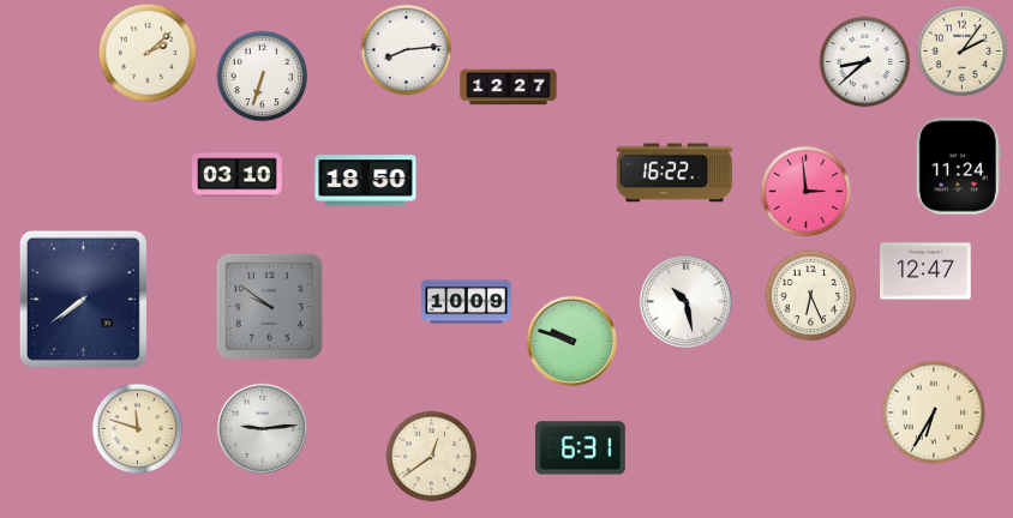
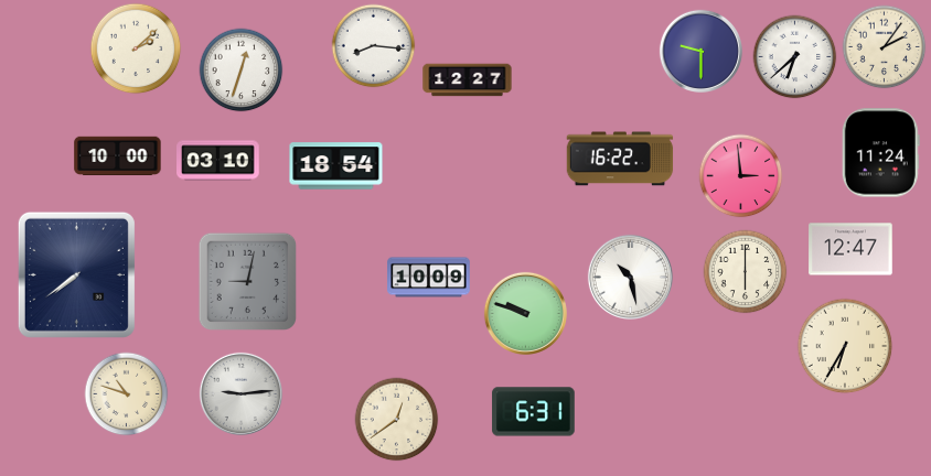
clock at (407, 50): 8:14 -> 8:16
clock at (700, 51): none -> 9:30
clock at (865, 62): 8:38 -> 6:38
clock at (263, 77): 6:33 -> 12:33
clock at (118, 156): none -> 10:00
clock at (366, 181): 18:50 -> 18:54
clock at (811, 296): 6:26 -> 6:00
clock at (269, 306): 9:51 -> 9:02
clock at (934, 412) position: (934, 412) -> (845, 346)
clock at (138, 429): 11:48 -> 10:48
